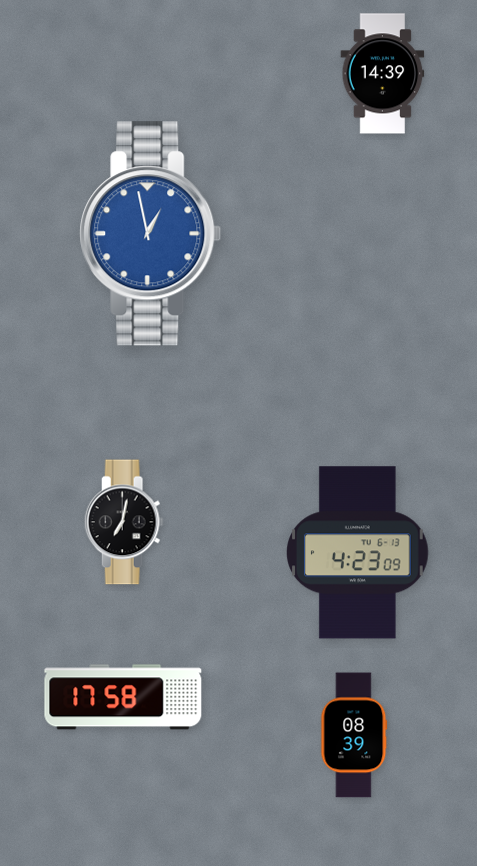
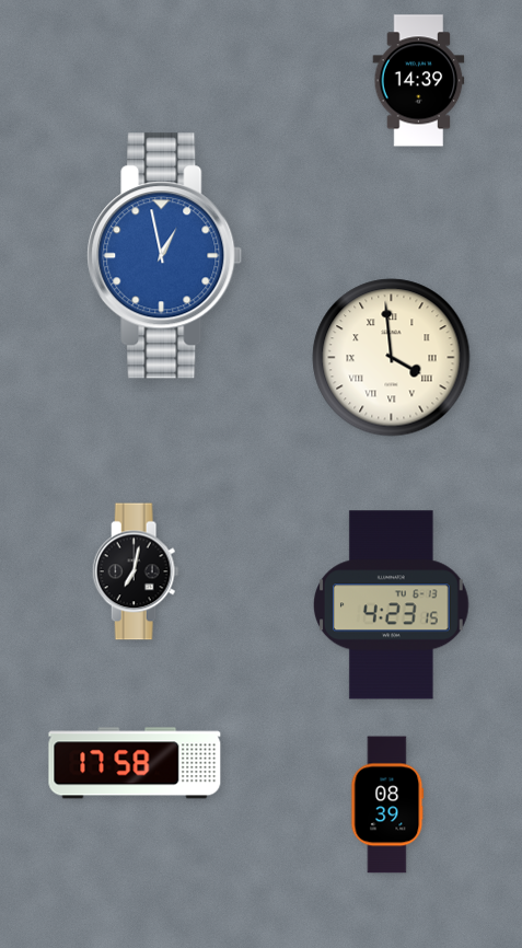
clock at (392, 358): none -> 3:59
clock at (358, 553): 4:23:09 -> 4:23:15
